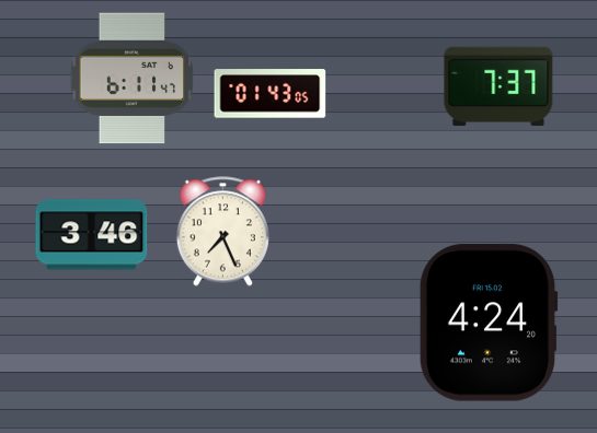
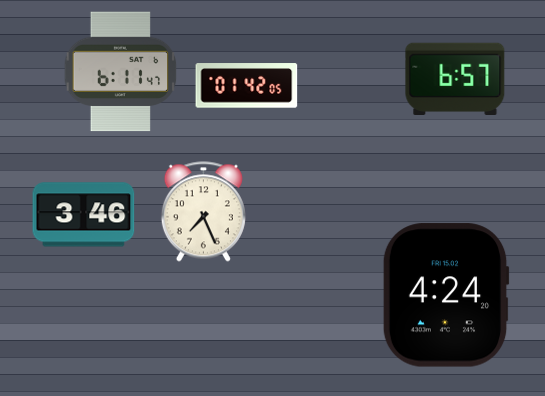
clock at (498, 85): 7:37 -> 6:57
clock at (271, 94): 01:43 -> 01:42
